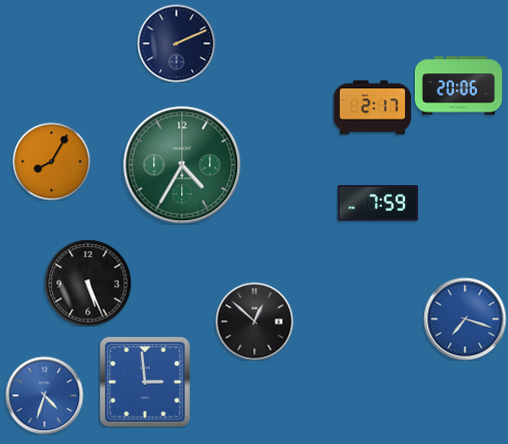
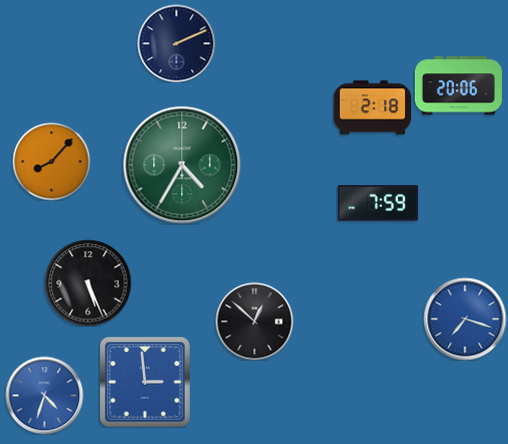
clock at (372, 108): 2:17 -> 2:18
clock at (51, 161): 8:05 -> 8:07
